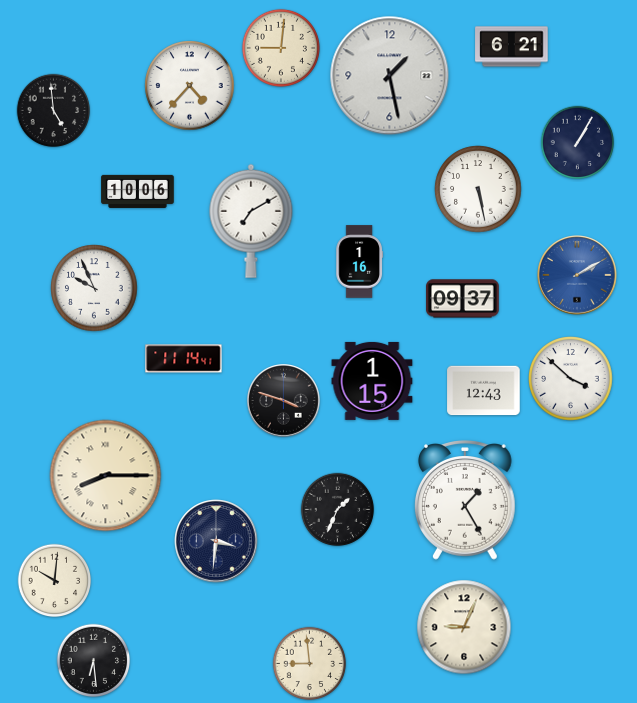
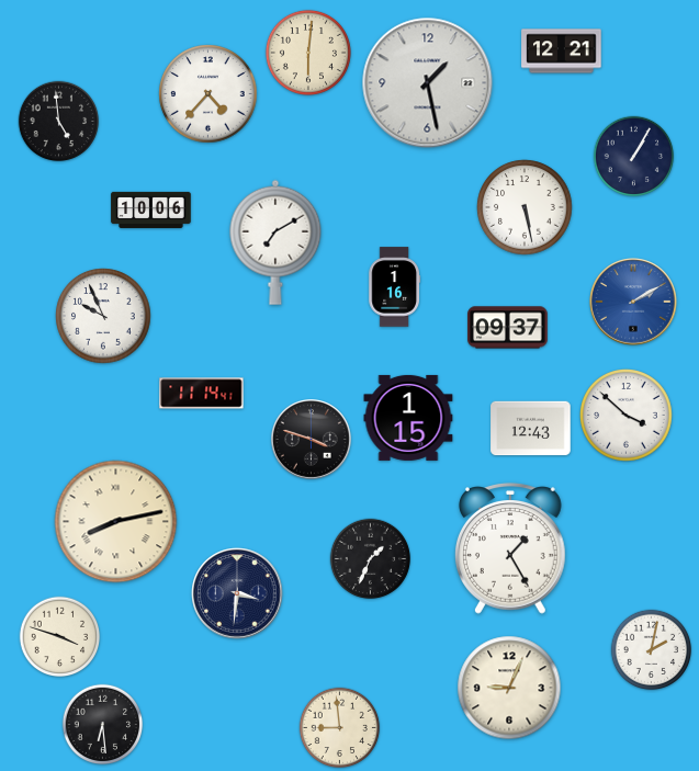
clock at (512, 47): 6:21 -> 12:21
clock at (281, 48): 9:01 -> 6:01
clock at (106, 476): 8:15 -> 8:13
clock at (55, 581): 10:01 -> 3:48
clock at (652, 650): none -> 2:02
